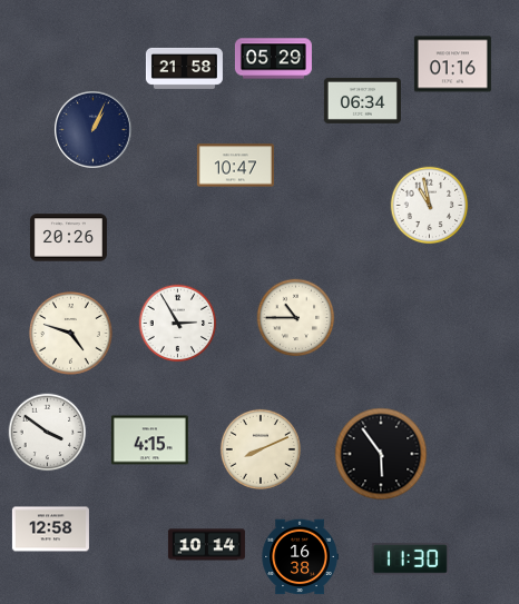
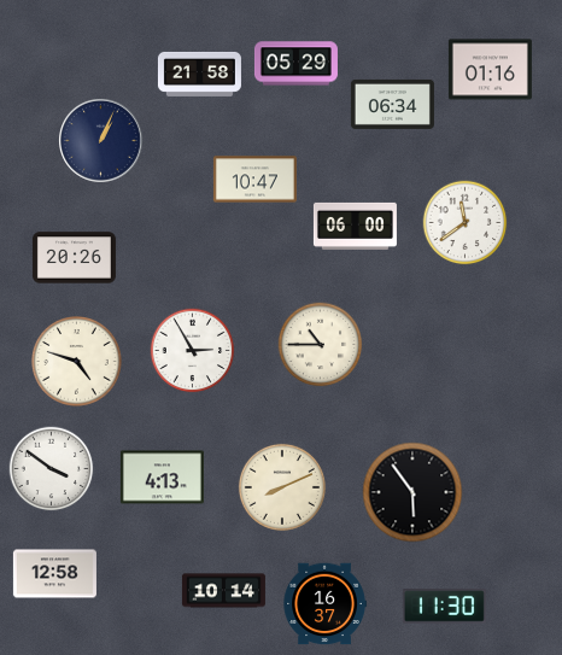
clock at (362, 100) position: (362, 100) -> (392, 104)
clock at (430, 206): 10:58 -> 11:39
clock at (355, 226): none -> 06:00
clock at (149, 440): 4:15 -> 4:13
clock at (300, 557): 16:38 -> 16:37
